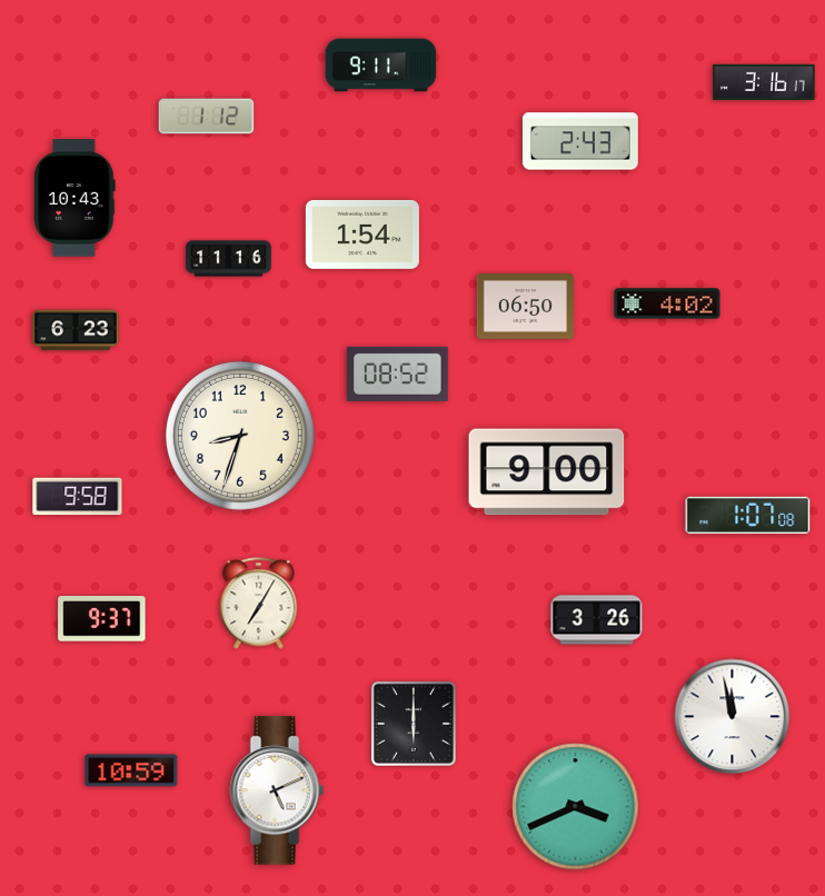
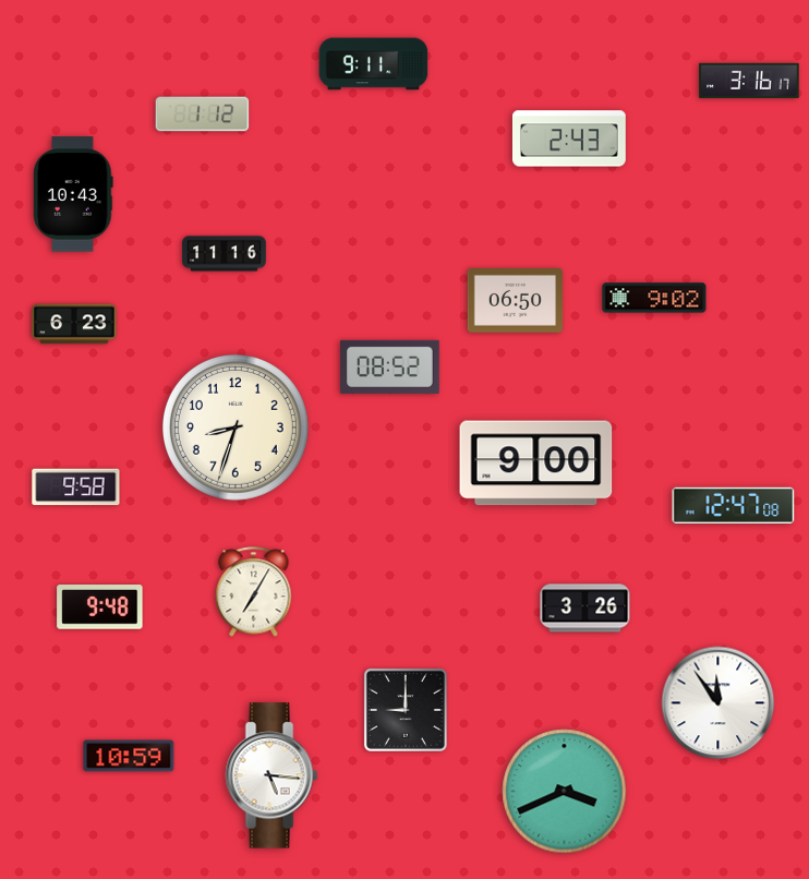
clock at (362, 235): 1:54 -> none
clock at (667, 303): 4:02 -> 9:02
clock at (748, 515): 1:07 -> 12:47
clock at (102, 619): 9:37 -> 9:48
clock at (733, 717): 11:58 -> 11:54
clock at (414, 724): 6:00 -> 9:00
clock at (277, 790): 5:11 -> 5:16
